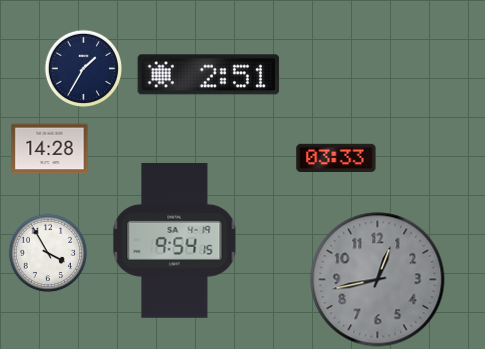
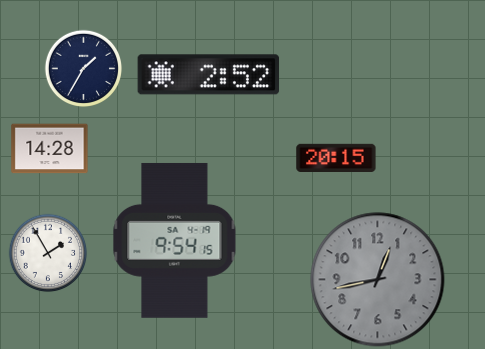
clock at (209, 75): 2:51 -> 2:52
clock at (336, 157): 03:33 -> 20:15
clock at (48, 253): 3:55 -> 1:55
